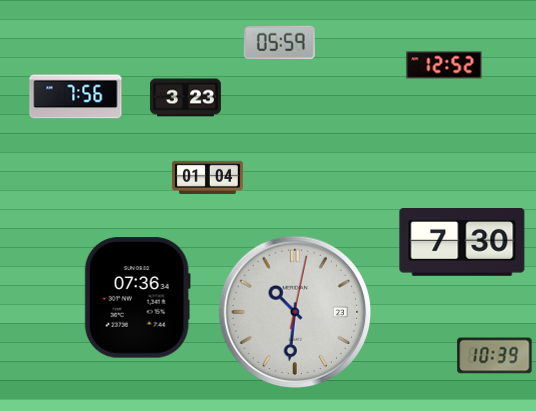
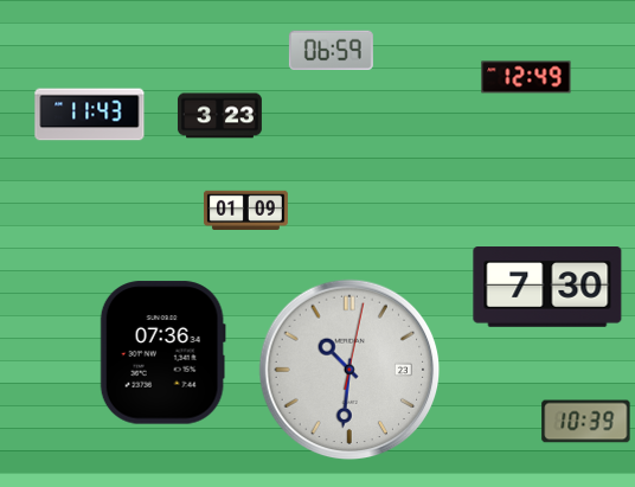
clock at (279, 42): 05:59 -> 06:59
clock at (444, 65): 12:52 -> 12:49
clock at (76, 97): 7:56 -> 11:43
clock at (207, 177): 01:04 -> 01:09
